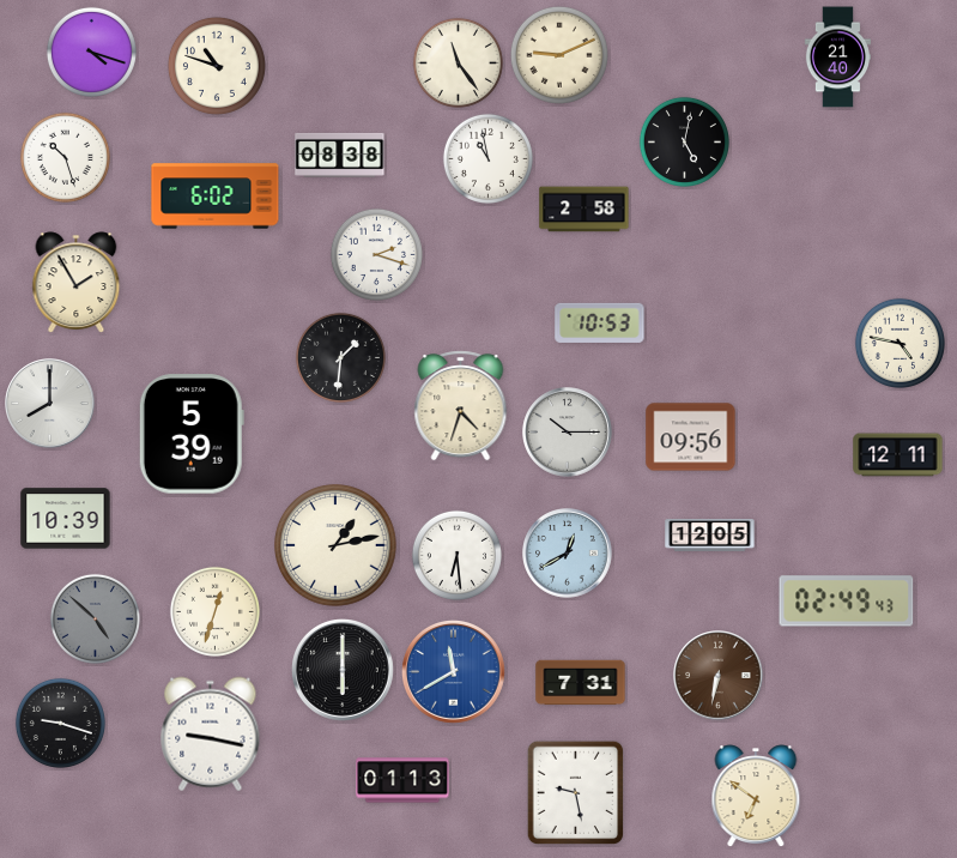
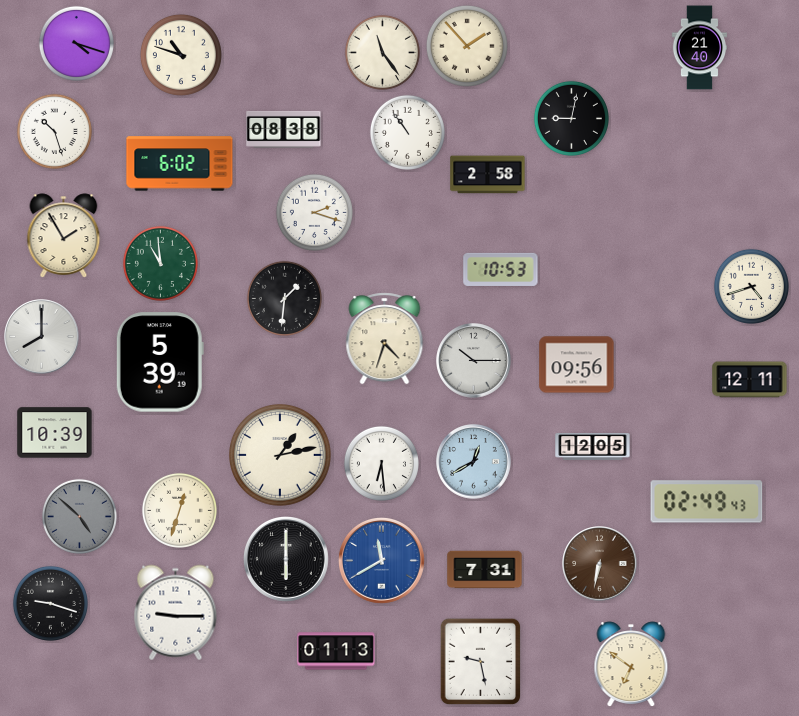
clock at (559, 55): 9:11 -> 1:53
clock at (684, 141): 5:02 -> 9:02
clock at (487, 158): 10:58 -> 10:54
clock at (160, 263): none -> 10:59
clock at (900, 343): 4:47 -> 4:42
clock at (453, 671) position: (453, 671) -> (381, 560)
clock at (211, 735): 9:17 -> 9:15
